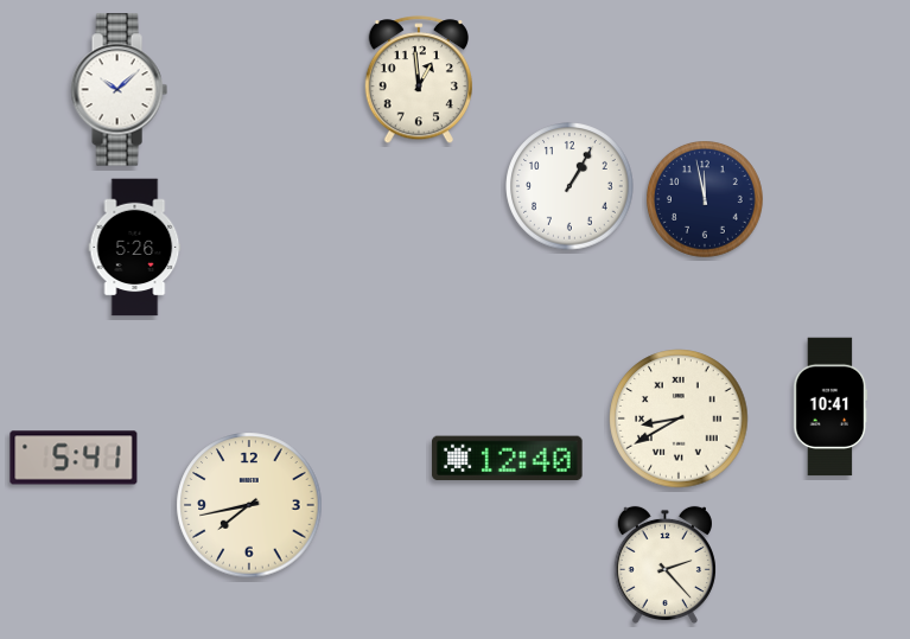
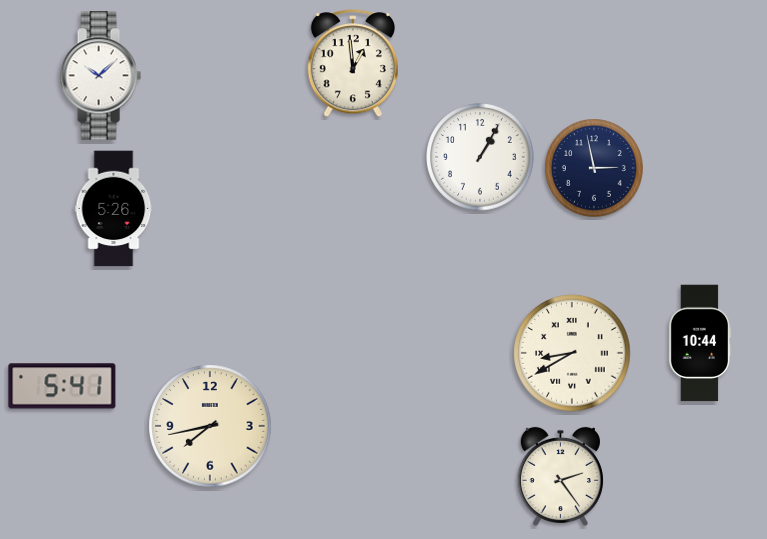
clock at (419, 81) position: (419, 81) -> (353, 64)
clock at (706, 200): 11:58 -> 2:58
clock at (831, 407): 10:41 -> 10:44
clock at (508, 459): 12:40 -> none
clock at (664, 565): 2:23 -> 2:24
